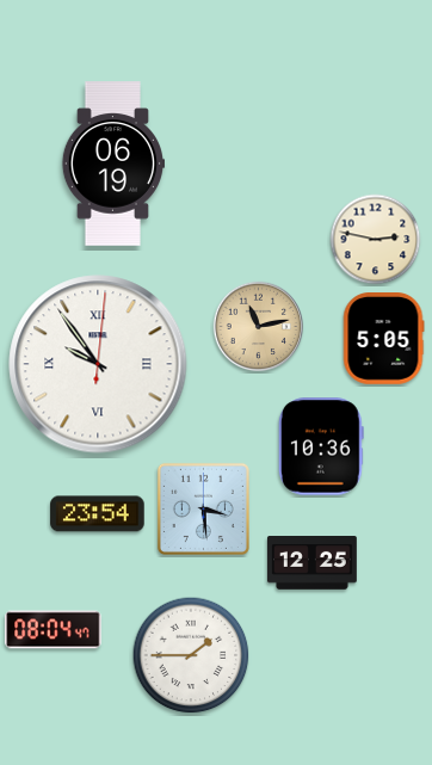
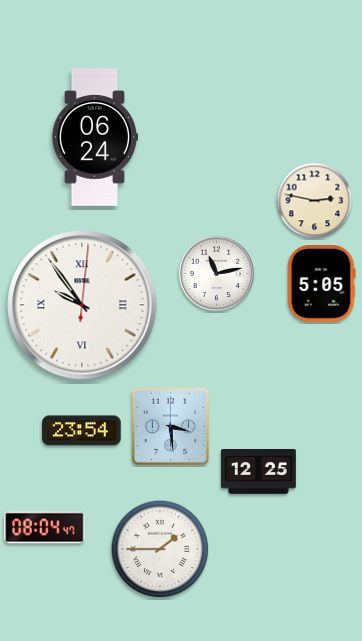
clock at (112, 164): 06:19 -> 06:24
clock at (259, 327) dial: champagne -> white
clock at (321, 446): 10:36 -> none
clock at (311, 563) position: (311, 563) -> (258, 472)
